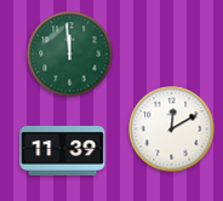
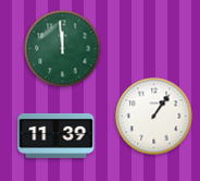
clock at (172, 130): 12:10 -> 1:06
